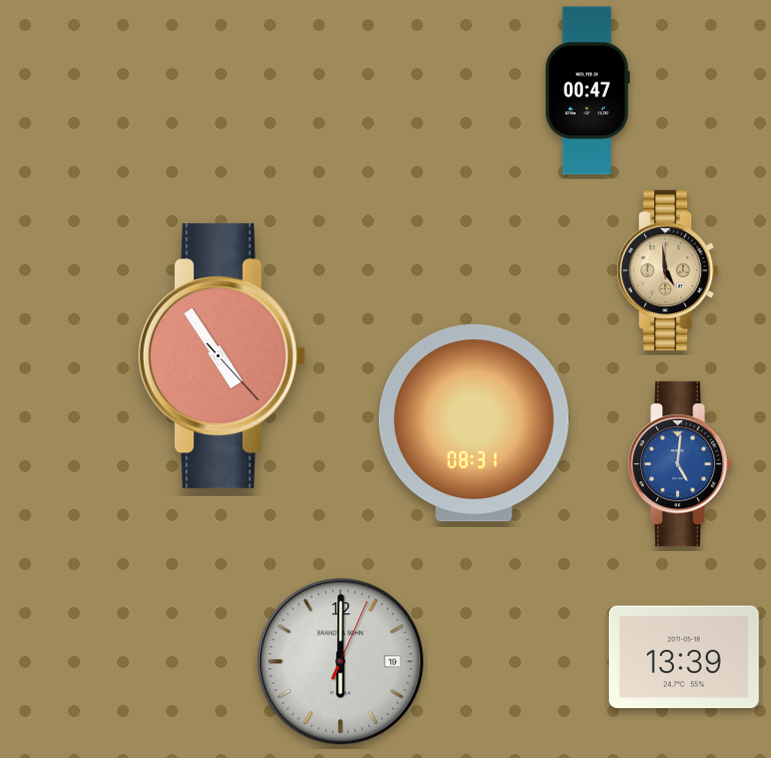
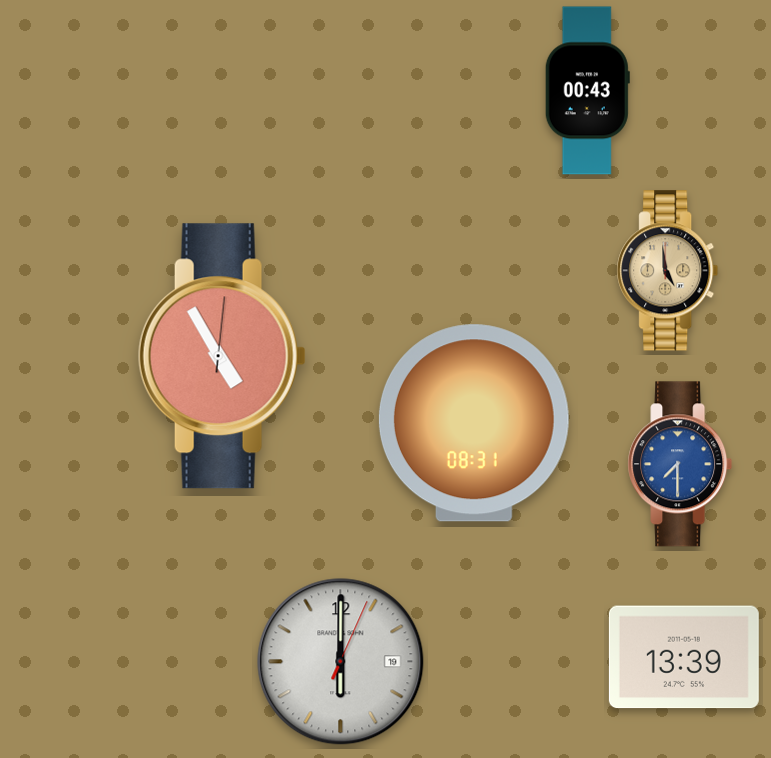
clock at (587, 91): 00:47 -> 00:43
clock at (222, 356): 4:54 -> 4:55
clock at (680, 464): 5:01 -> 7:30
